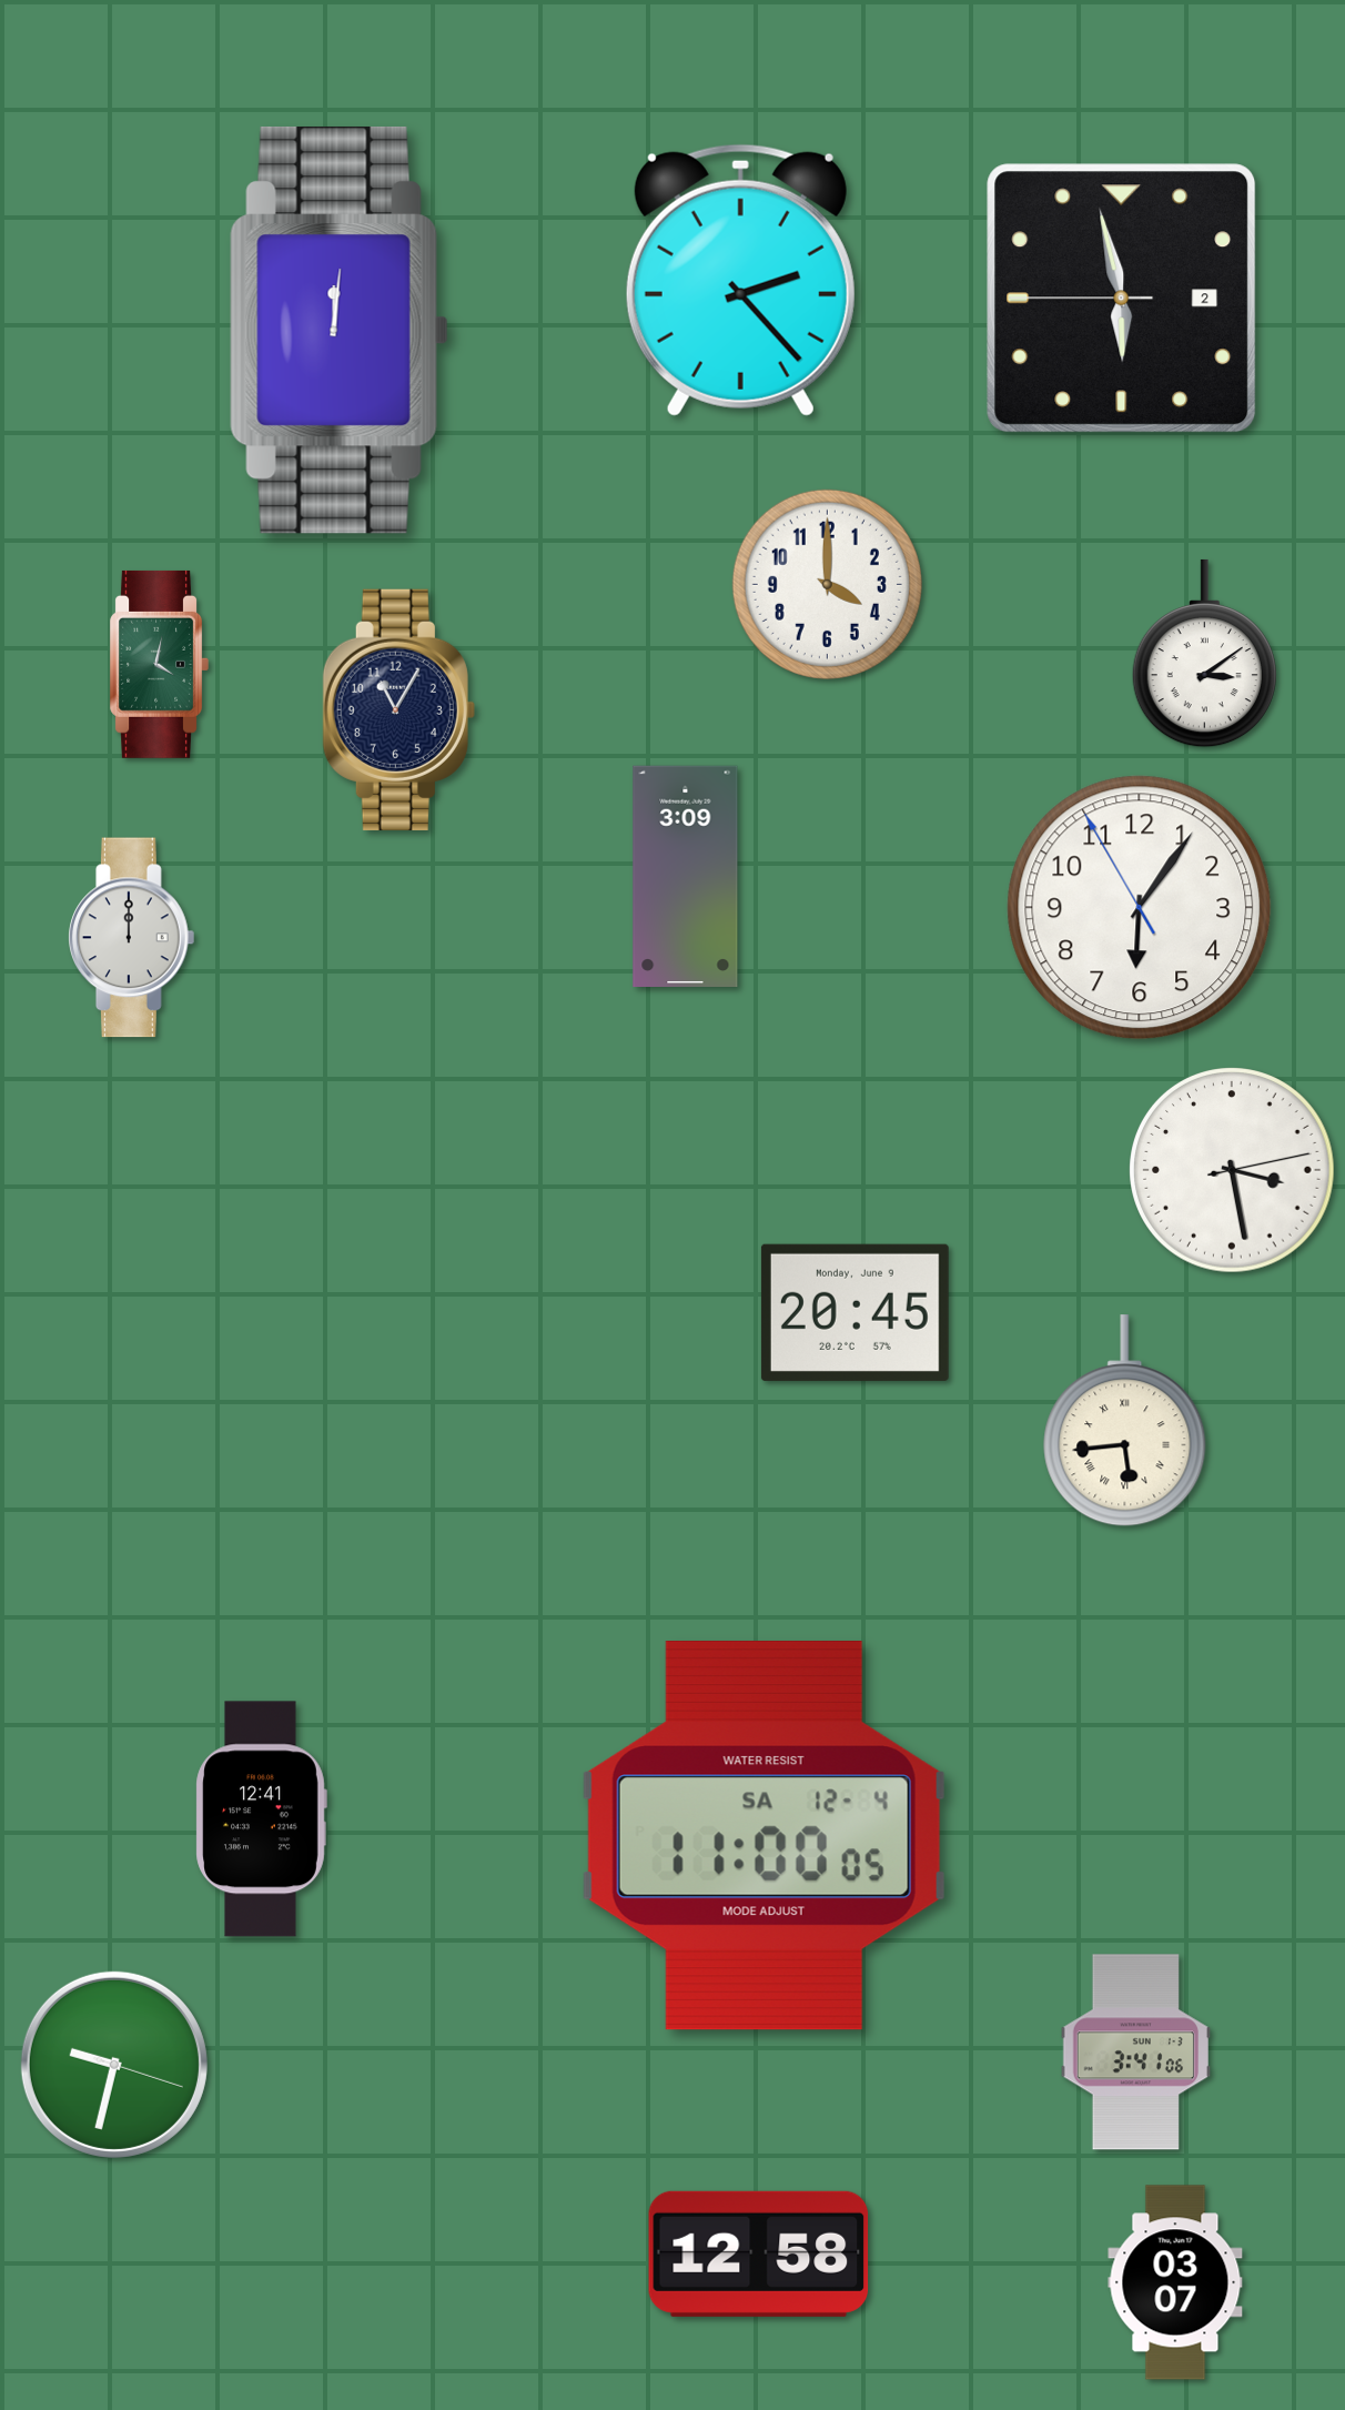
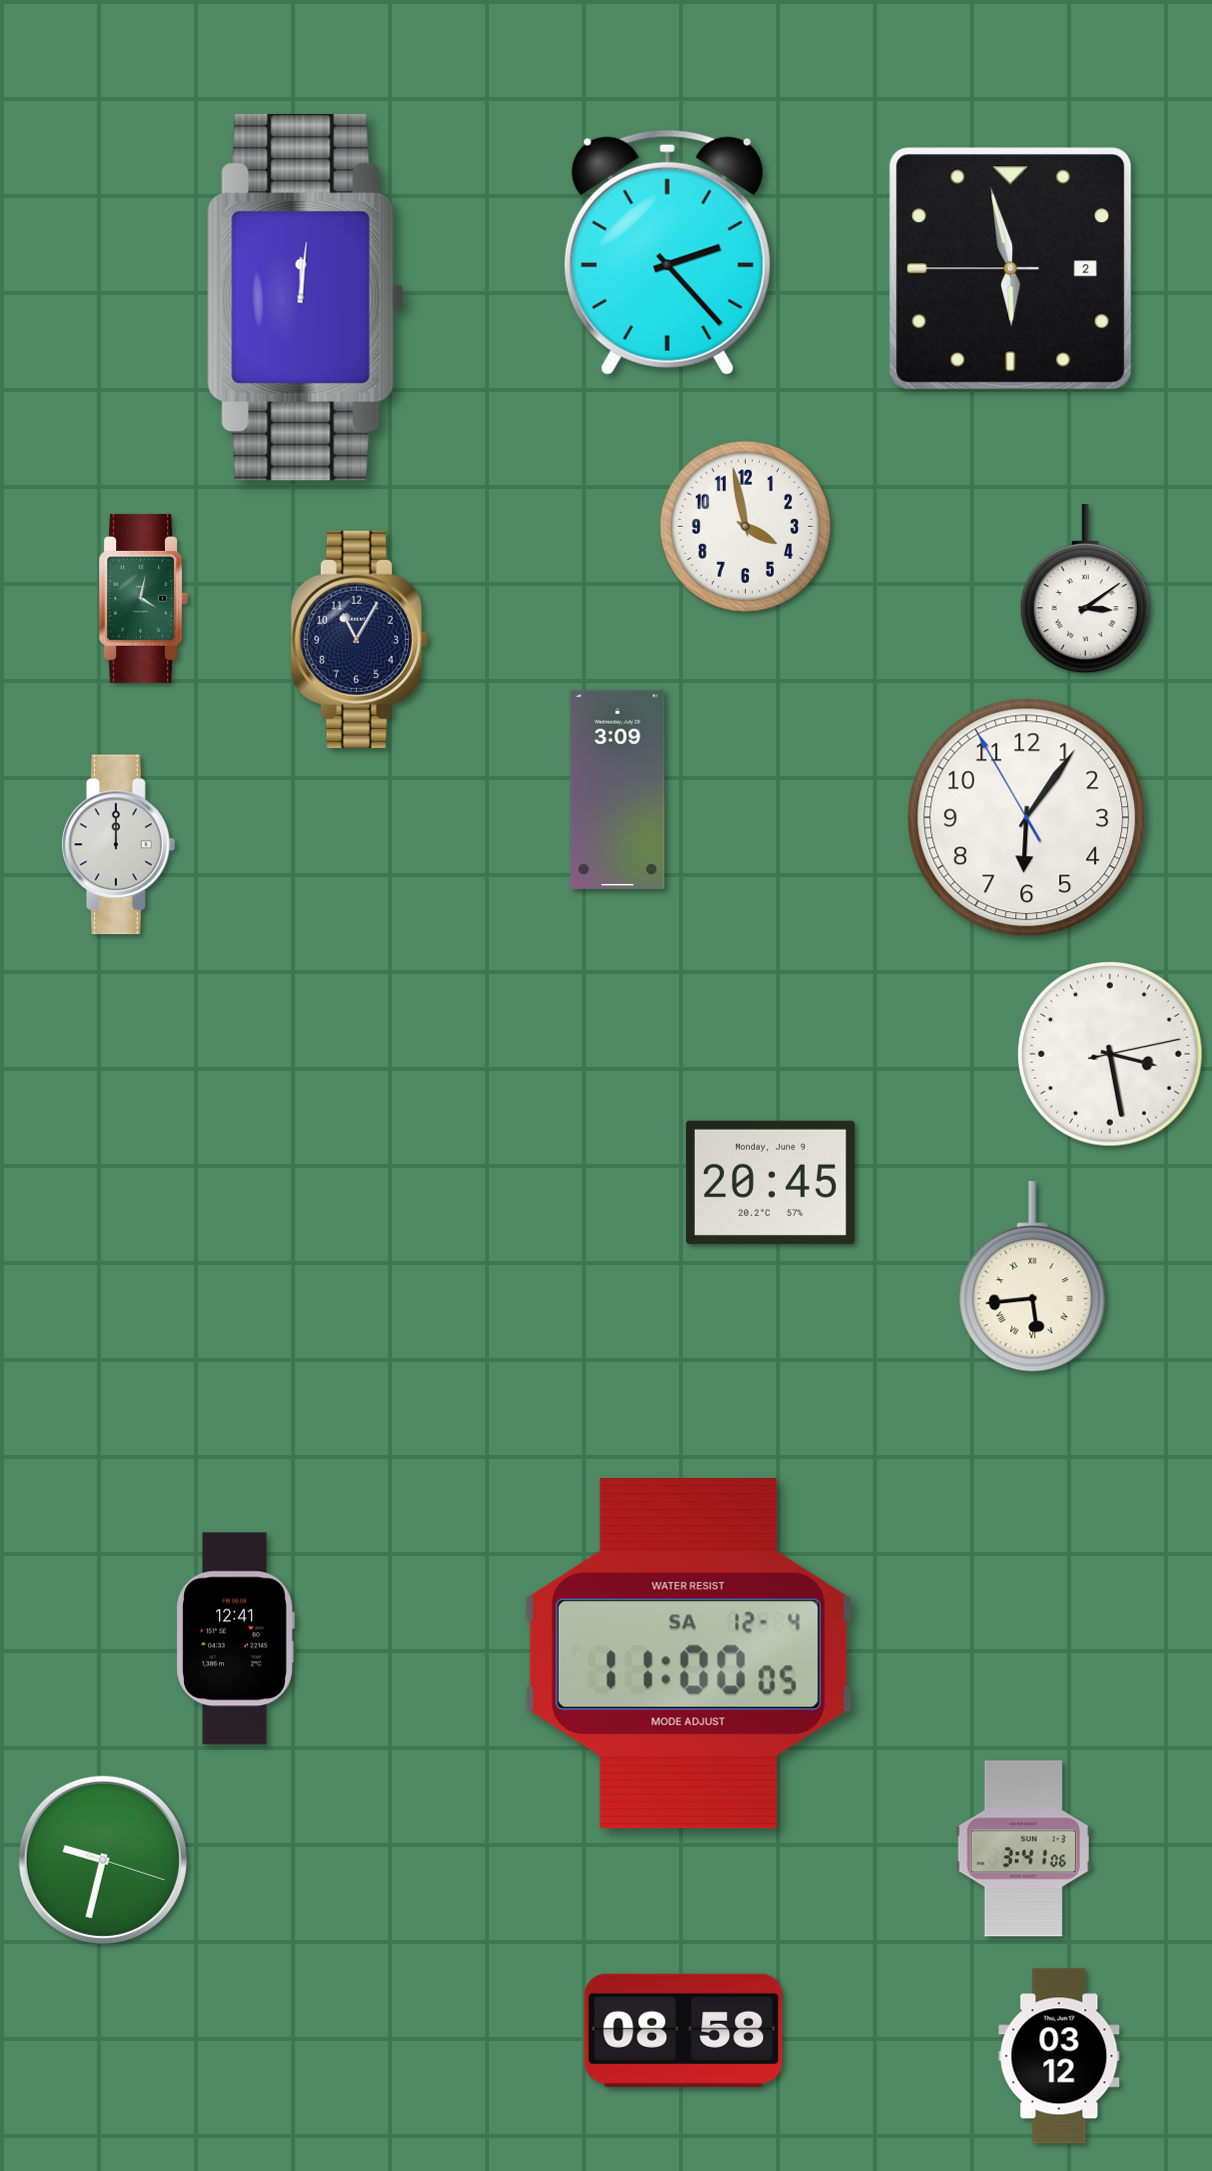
clock at (827, 584): 4:00 -> 3:58
clock at (1125, 1421) position: (1125, 1421) -> (1033, 1277)
clock at (759, 2253): 12:58 -> 08:58
clock at (1175, 2282): 03:07 -> 03:12
